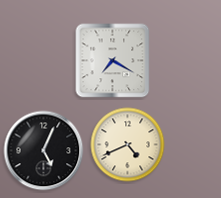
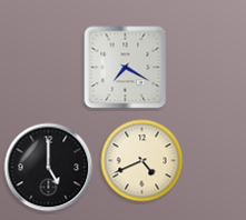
clock at (44, 151): 5:04 -> 5:00
